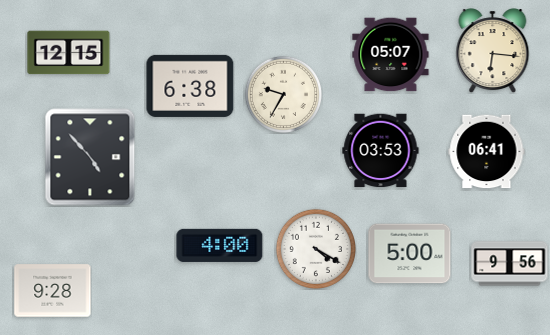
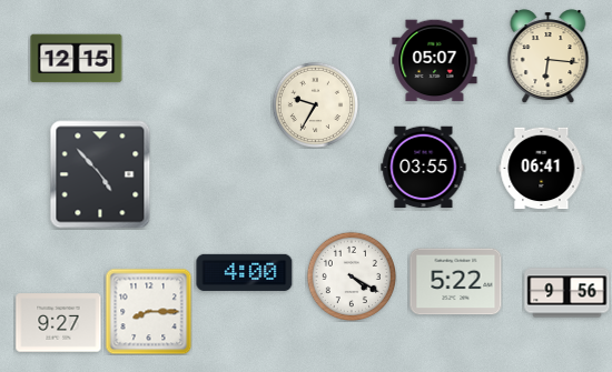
clock at (190, 86): 6:38 -> none
clock at (381, 151): 03:53 -> 03:55
clock at (410, 254): 5:00 -> 5:22
clock at (148, 311): none -> 8:15
clock at (53, 291): 9:28 -> 9:27
